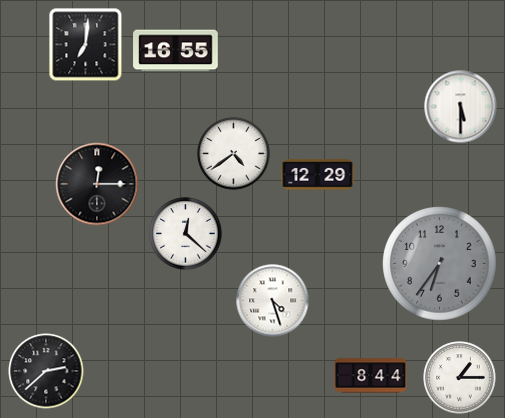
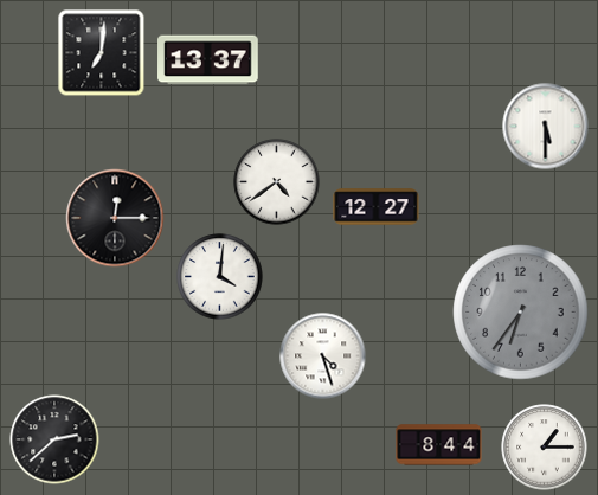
clock at (176, 51): 16:55 -> 13:37
clock at (318, 175): 12:29 -> 12:27
clock at (186, 234): 12:22 -> 4:01
